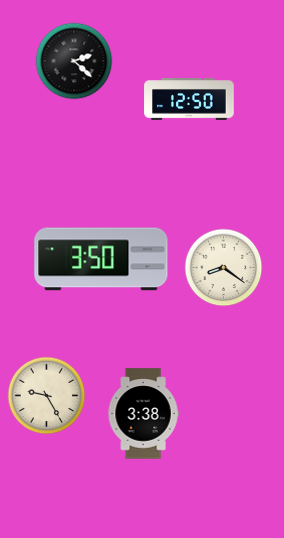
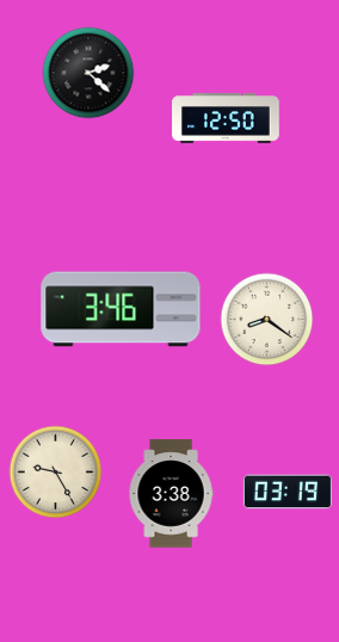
clock at (101, 259): 3:50 -> 3:46
clock at (288, 492): none -> 03:19
